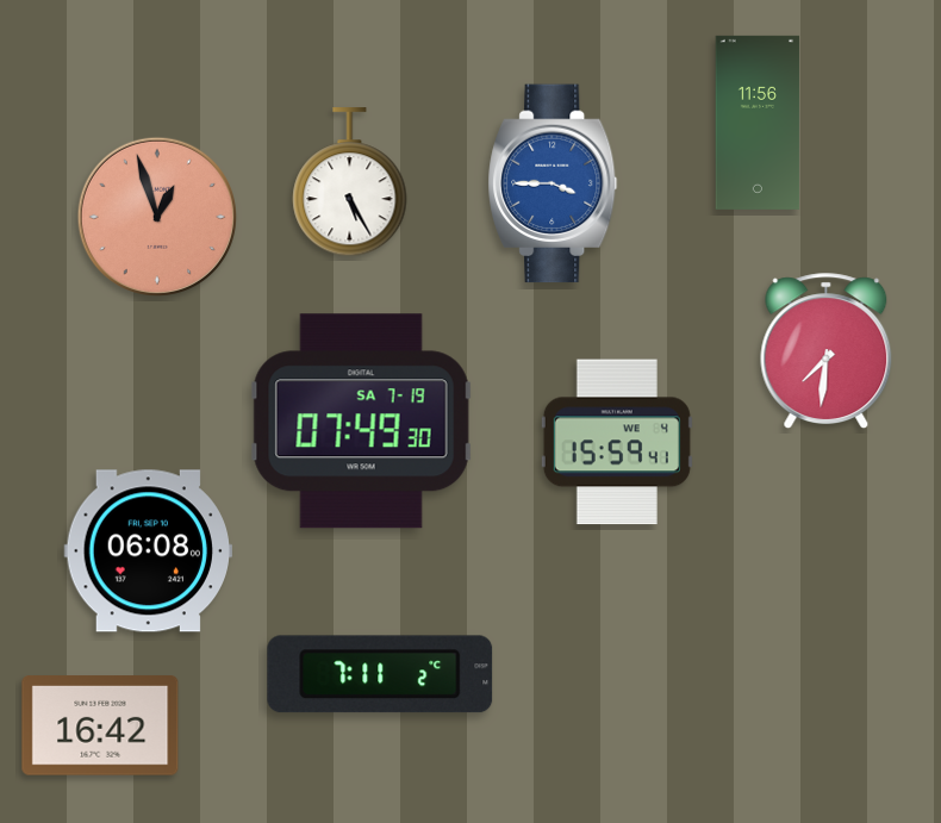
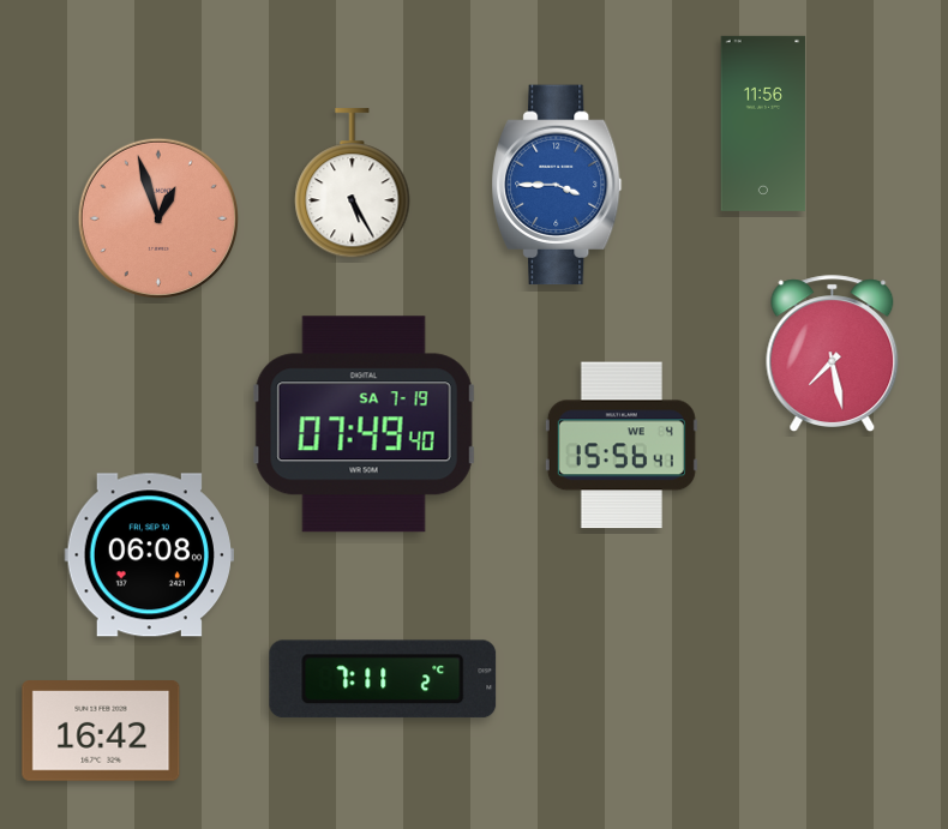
clock at (827, 351): 7:31 -> 7:28
clock at (361, 422): 07:49:30 -> 07:49:40
clock at (617, 442): 15:59 -> 15:56
